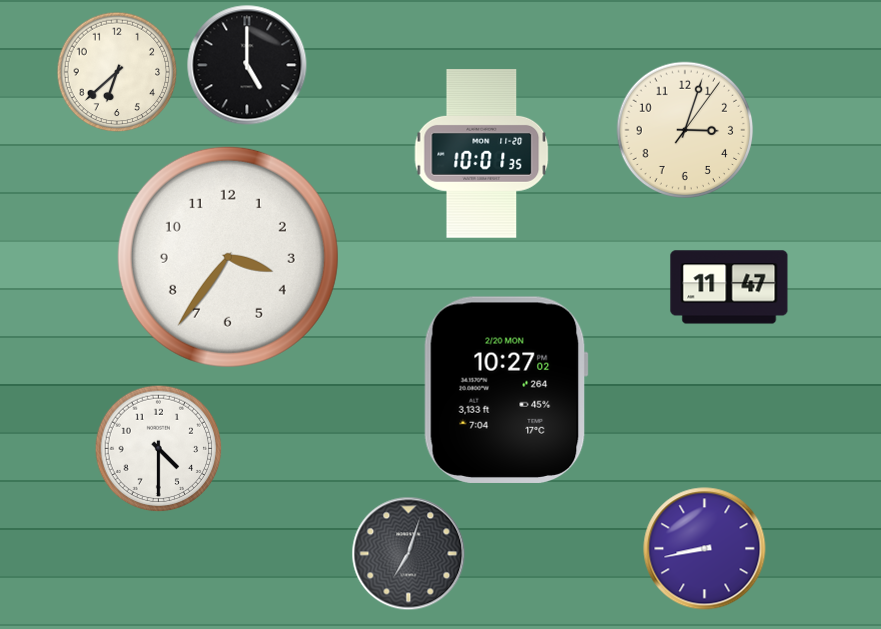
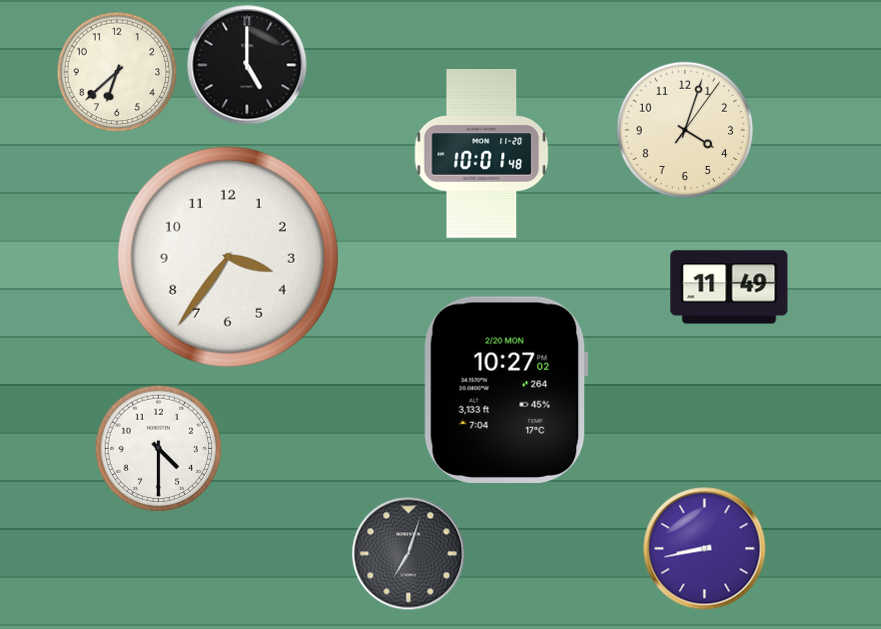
clock at (685, 130): 3:03 -> 4:03
clock at (482, 154): 10:01:35 -> 10:01:48
clock at (729, 287): 11:47 -> 11:49
